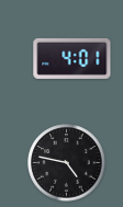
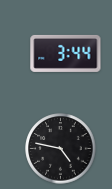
clock at (72, 58): 4:01 -> 3:44
